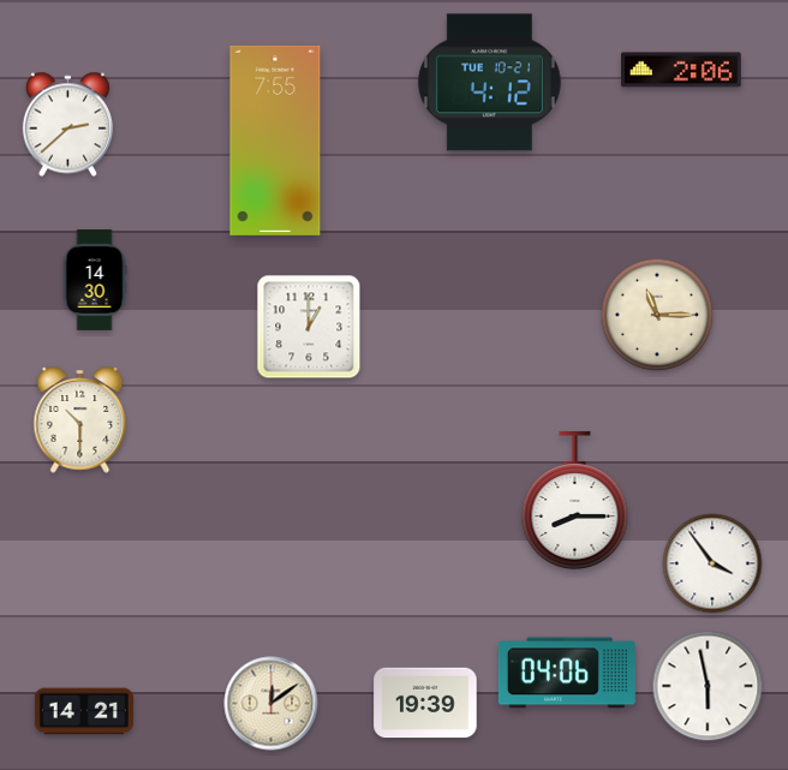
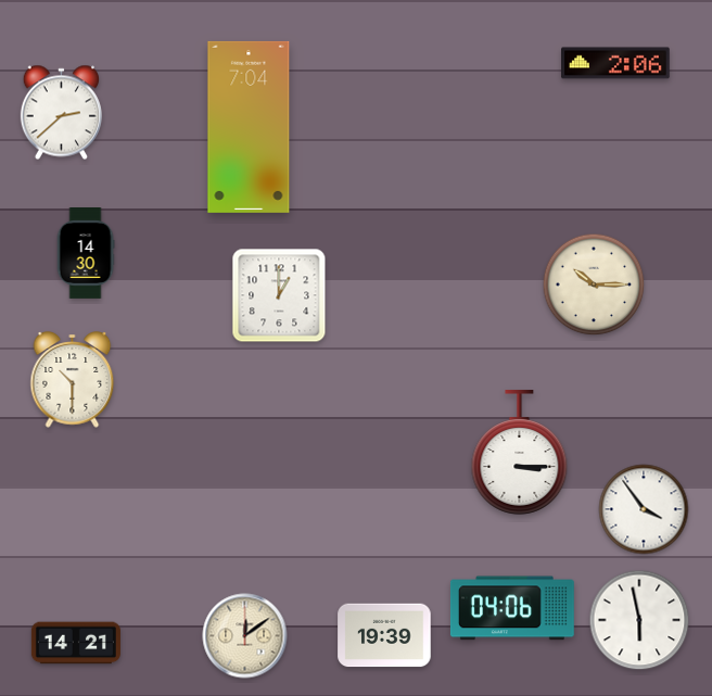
clock at (489, 83): 4:12 -> none
clock at (275, 141): 7:55 -> 7:04
clock at (657, 315): 11:15 -> 10:15
clock at (575, 501): 8:15 -> 3:15
